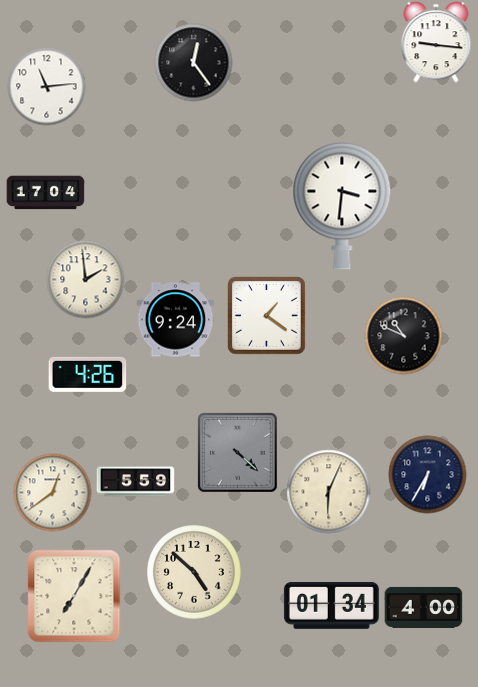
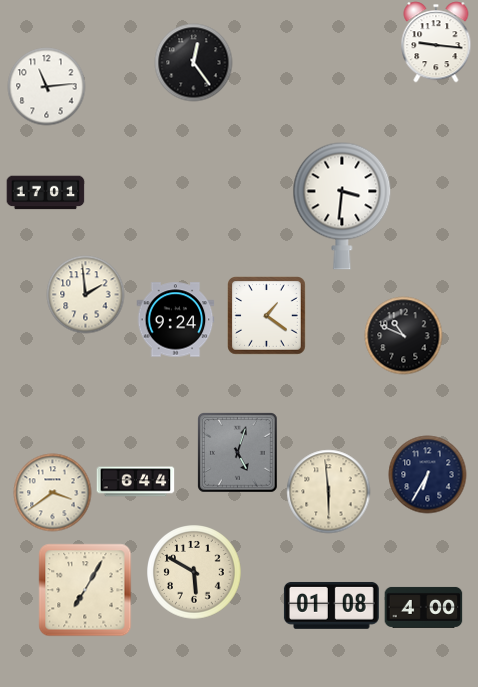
clock at (45, 193): 17:04 -> 17:01
clock at (85, 279) position: (85, 279) -> (85, 294)
clock at (87, 374): 4:26 -> none
clock at (238, 453): 4:22 -> 5:03
clock at (135, 482): 5:59 -> 6:44
clock at (328, 491): 6:04 -> 5:59
clock at (52, 492): 12:39 -> 3:39
clock at (194, 572): 4:52 -> 5:50
clock at (74, 596) position: (74, 596) -> (85, 590)
clock at (331, 605): 01:34 -> 01:08
